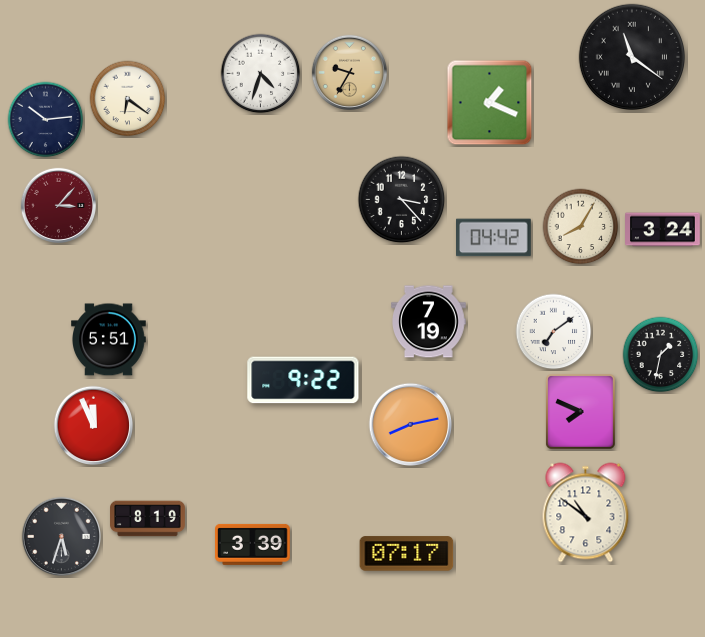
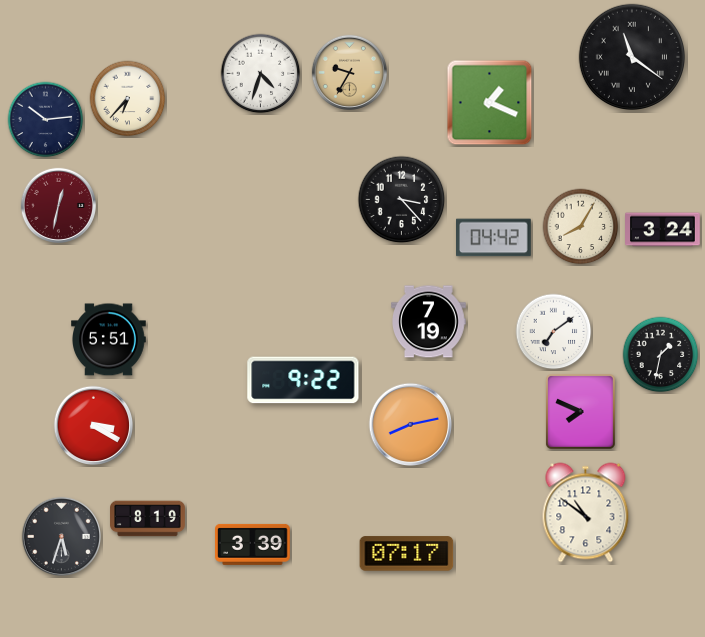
clock at (128, 99): 6:21 -> 6:37
clock at (58, 205): 3:07 -> 12:32
clock at (93, 425): 11:56 -> 3:20
